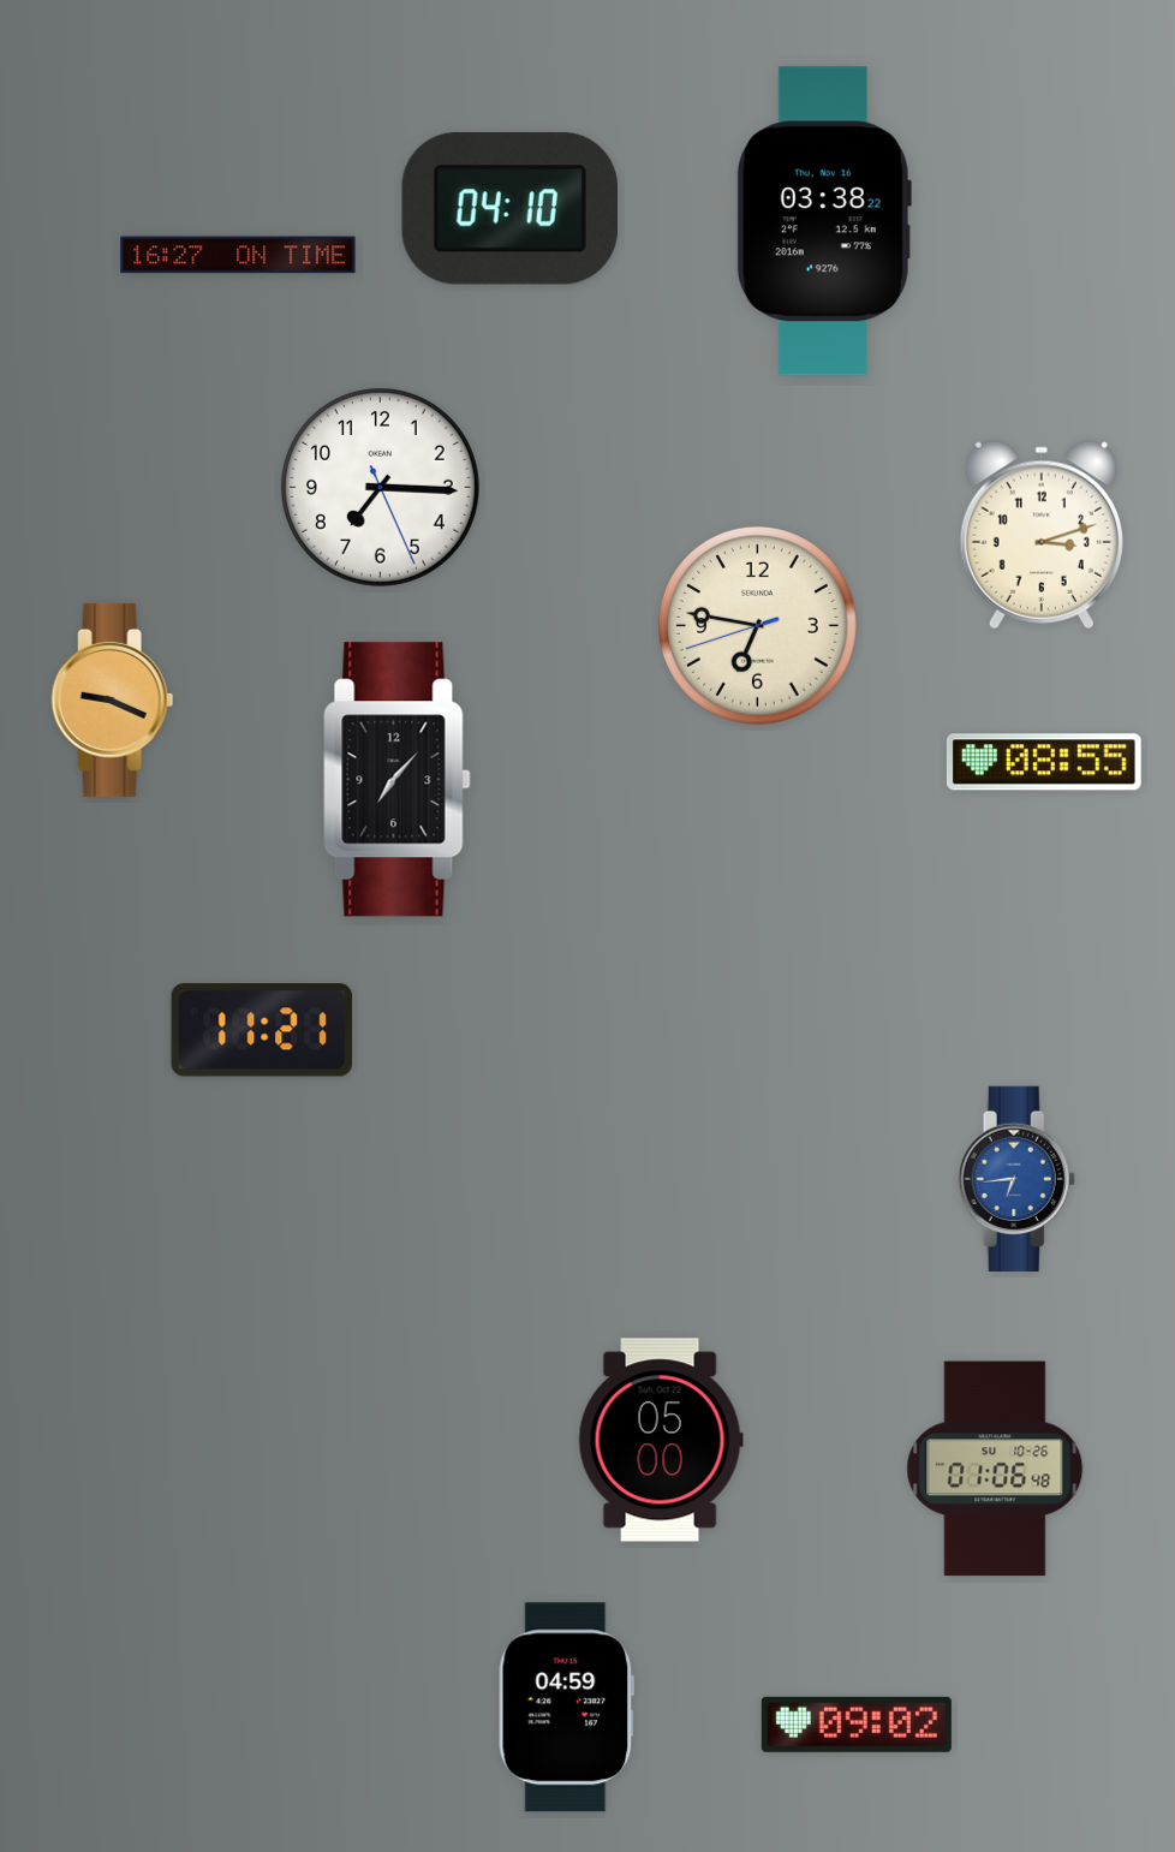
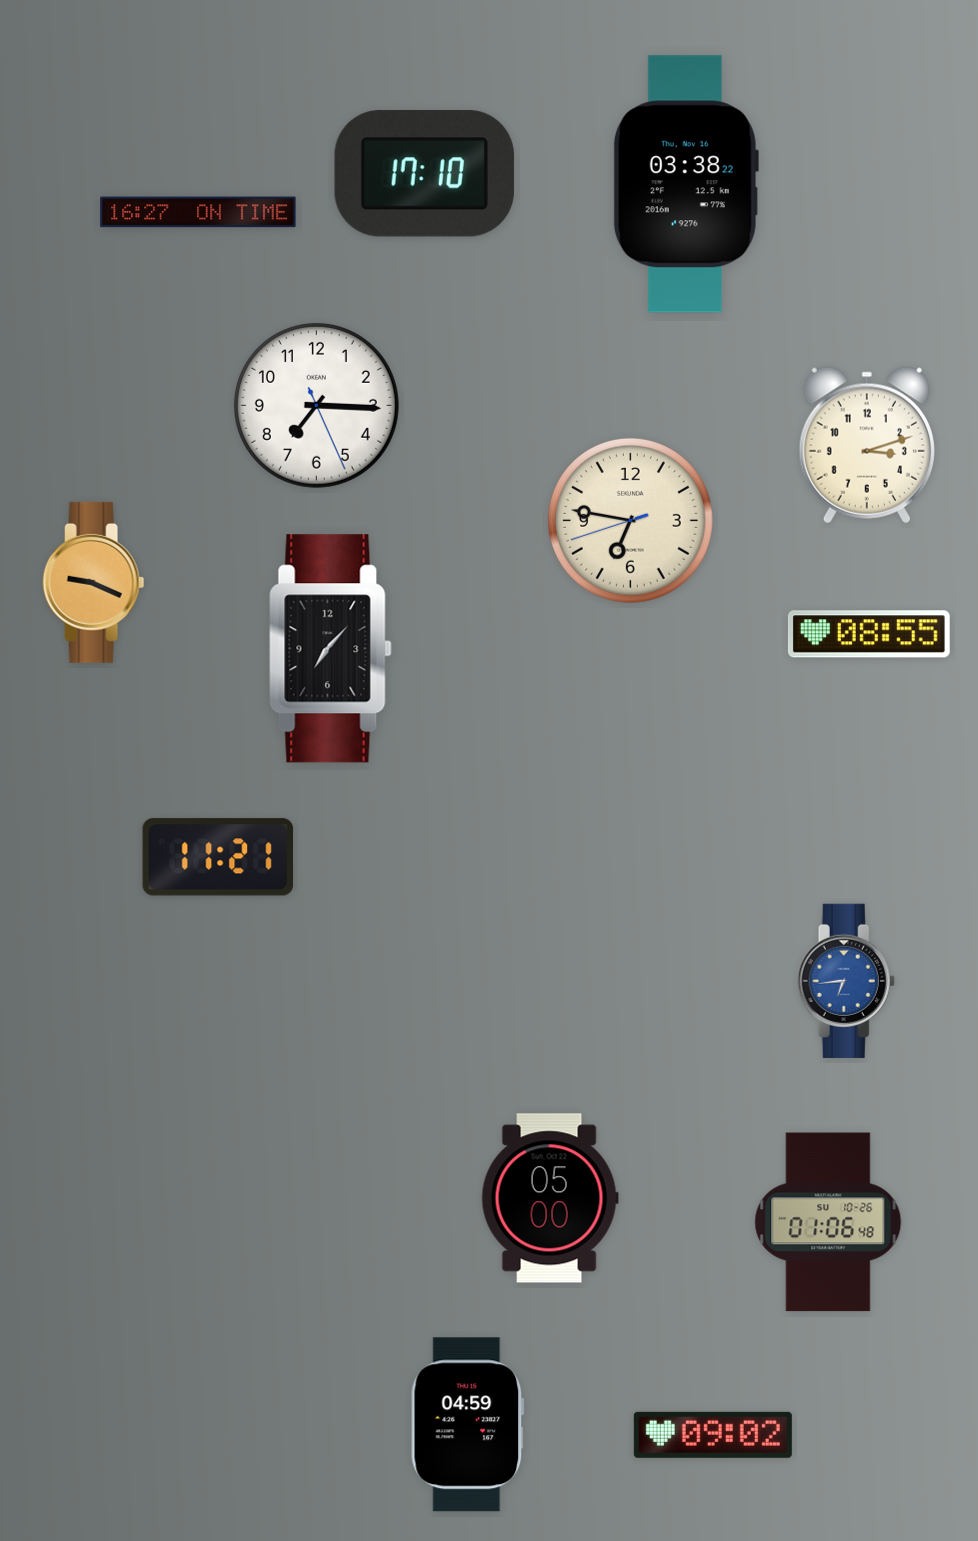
clock at (509, 209): 04:10 -> 17:10
clock at (566, 1708) position: (566, 1708) -> (467, 1425)
